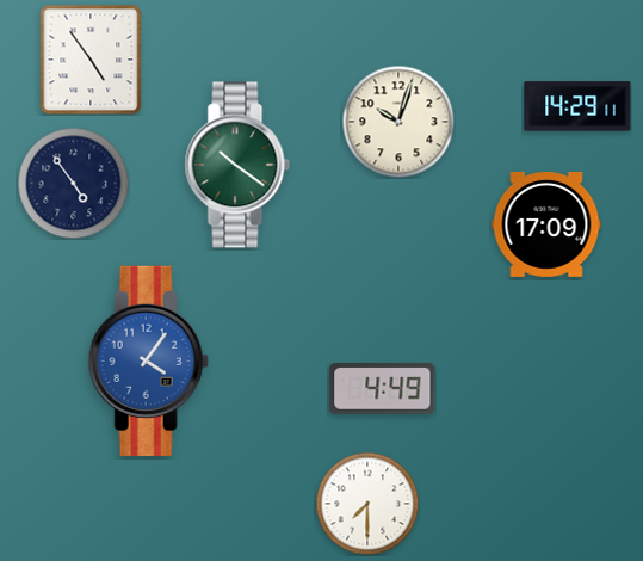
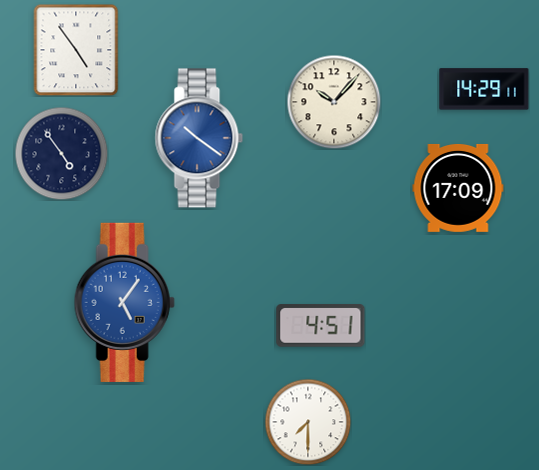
clock at (398, 122): 10:03 -> 10:07
clock at (237, 165) dial: green -> blue
clock at (148, 360): 4:06 -> 5:06
clock at (383, 389): 4:49 -> 4:51
